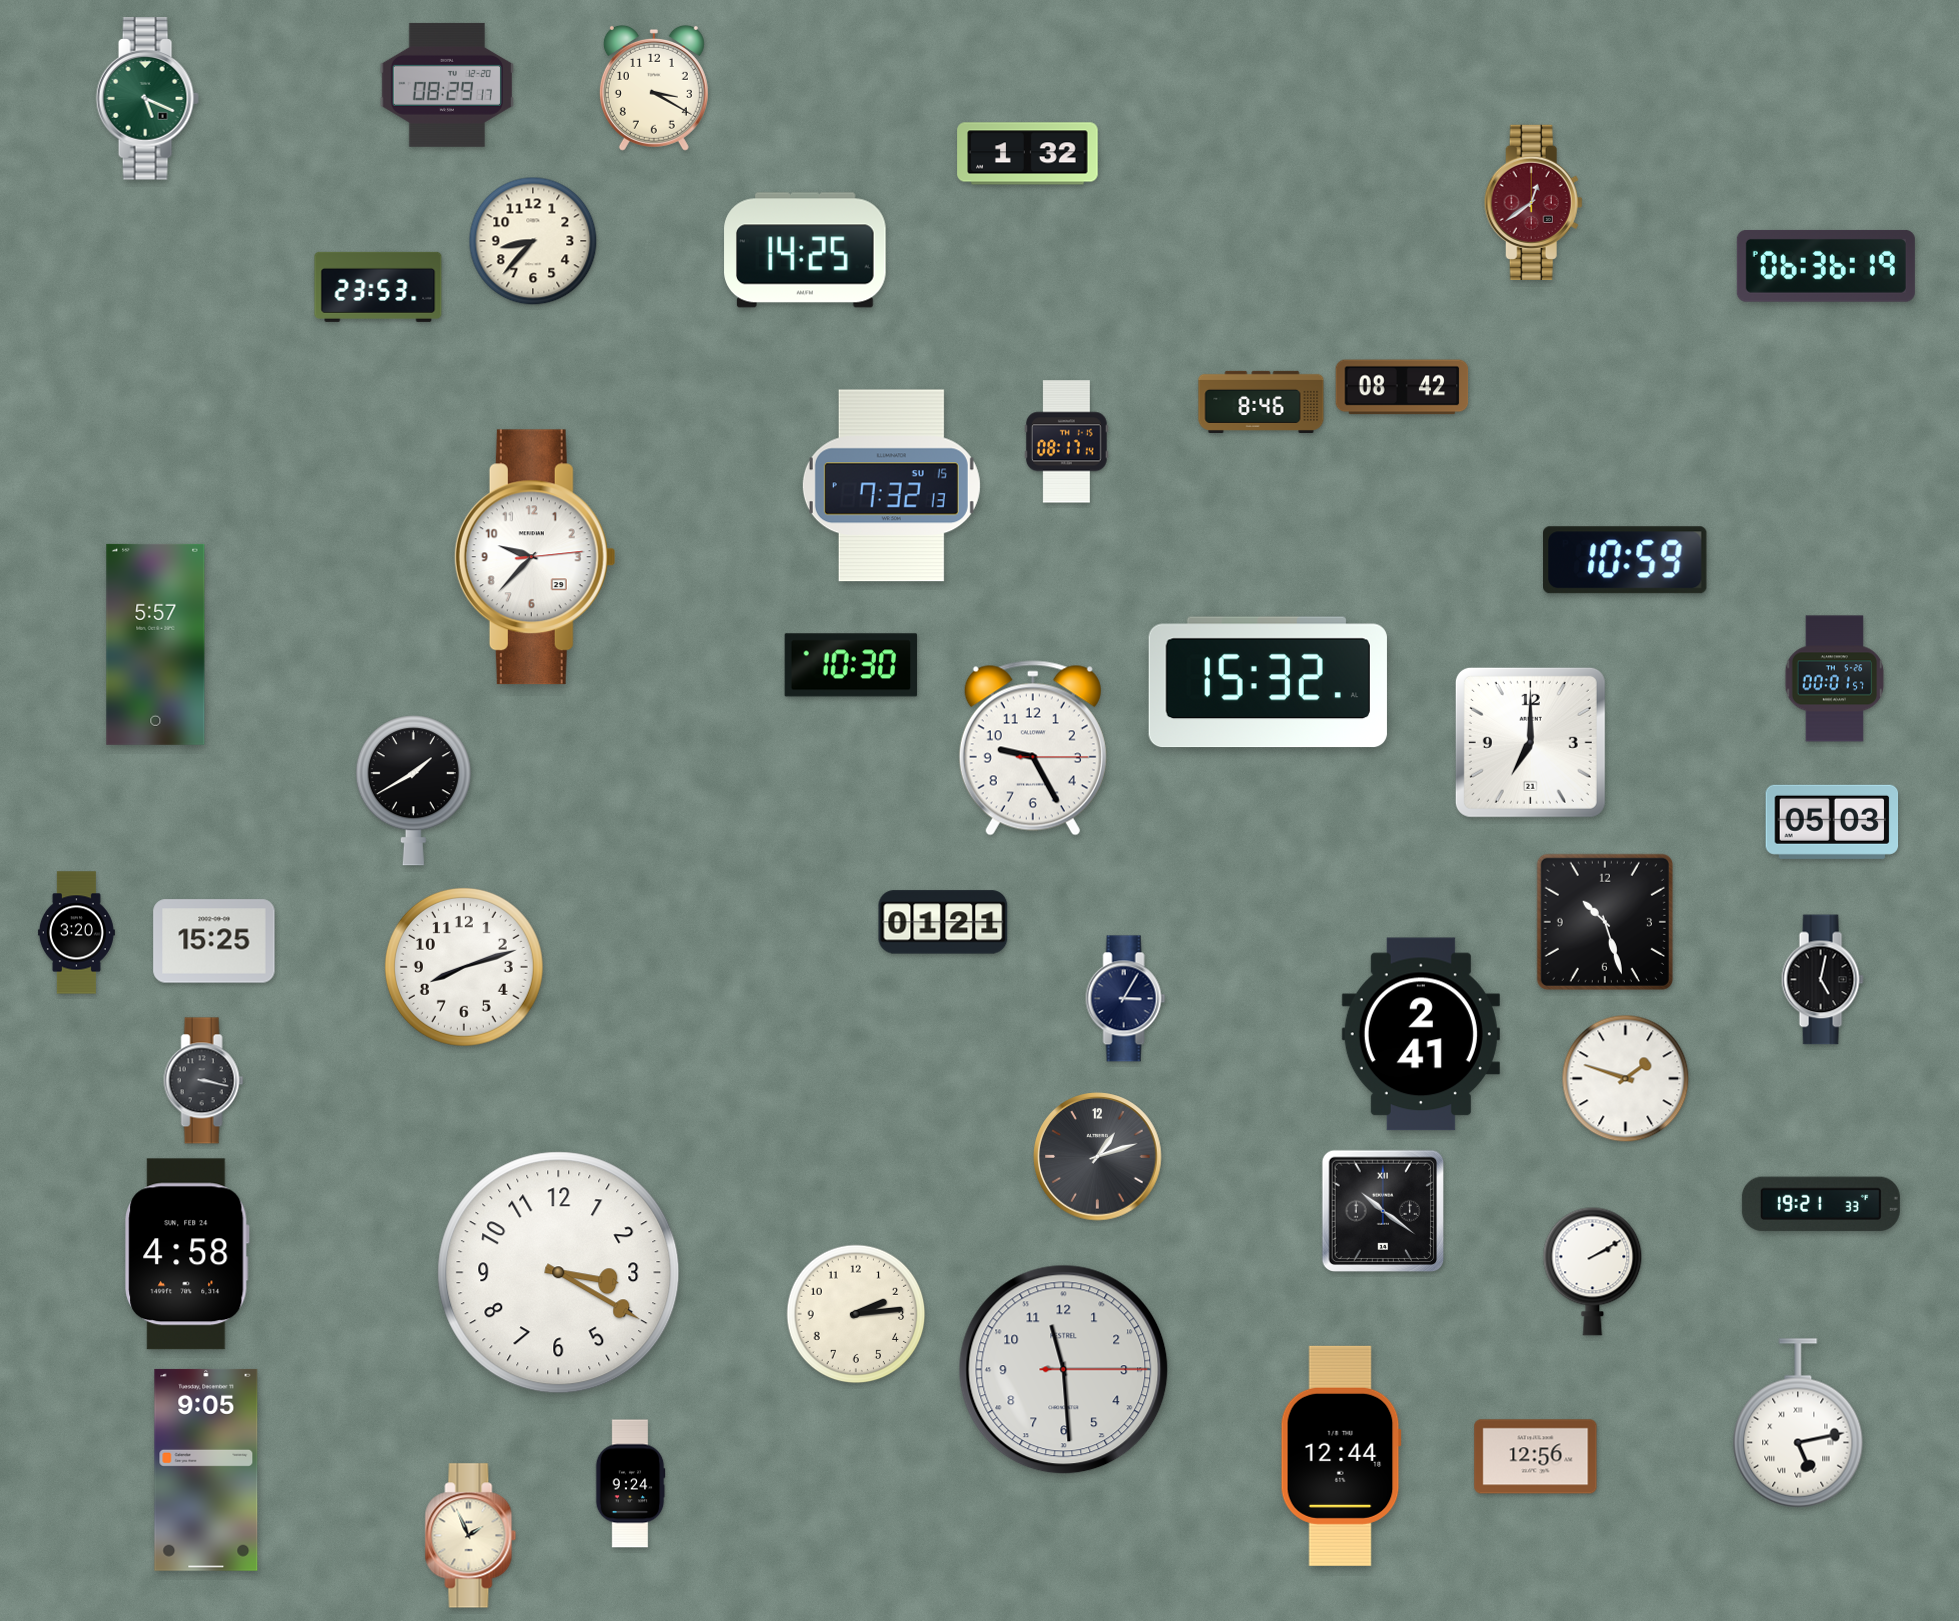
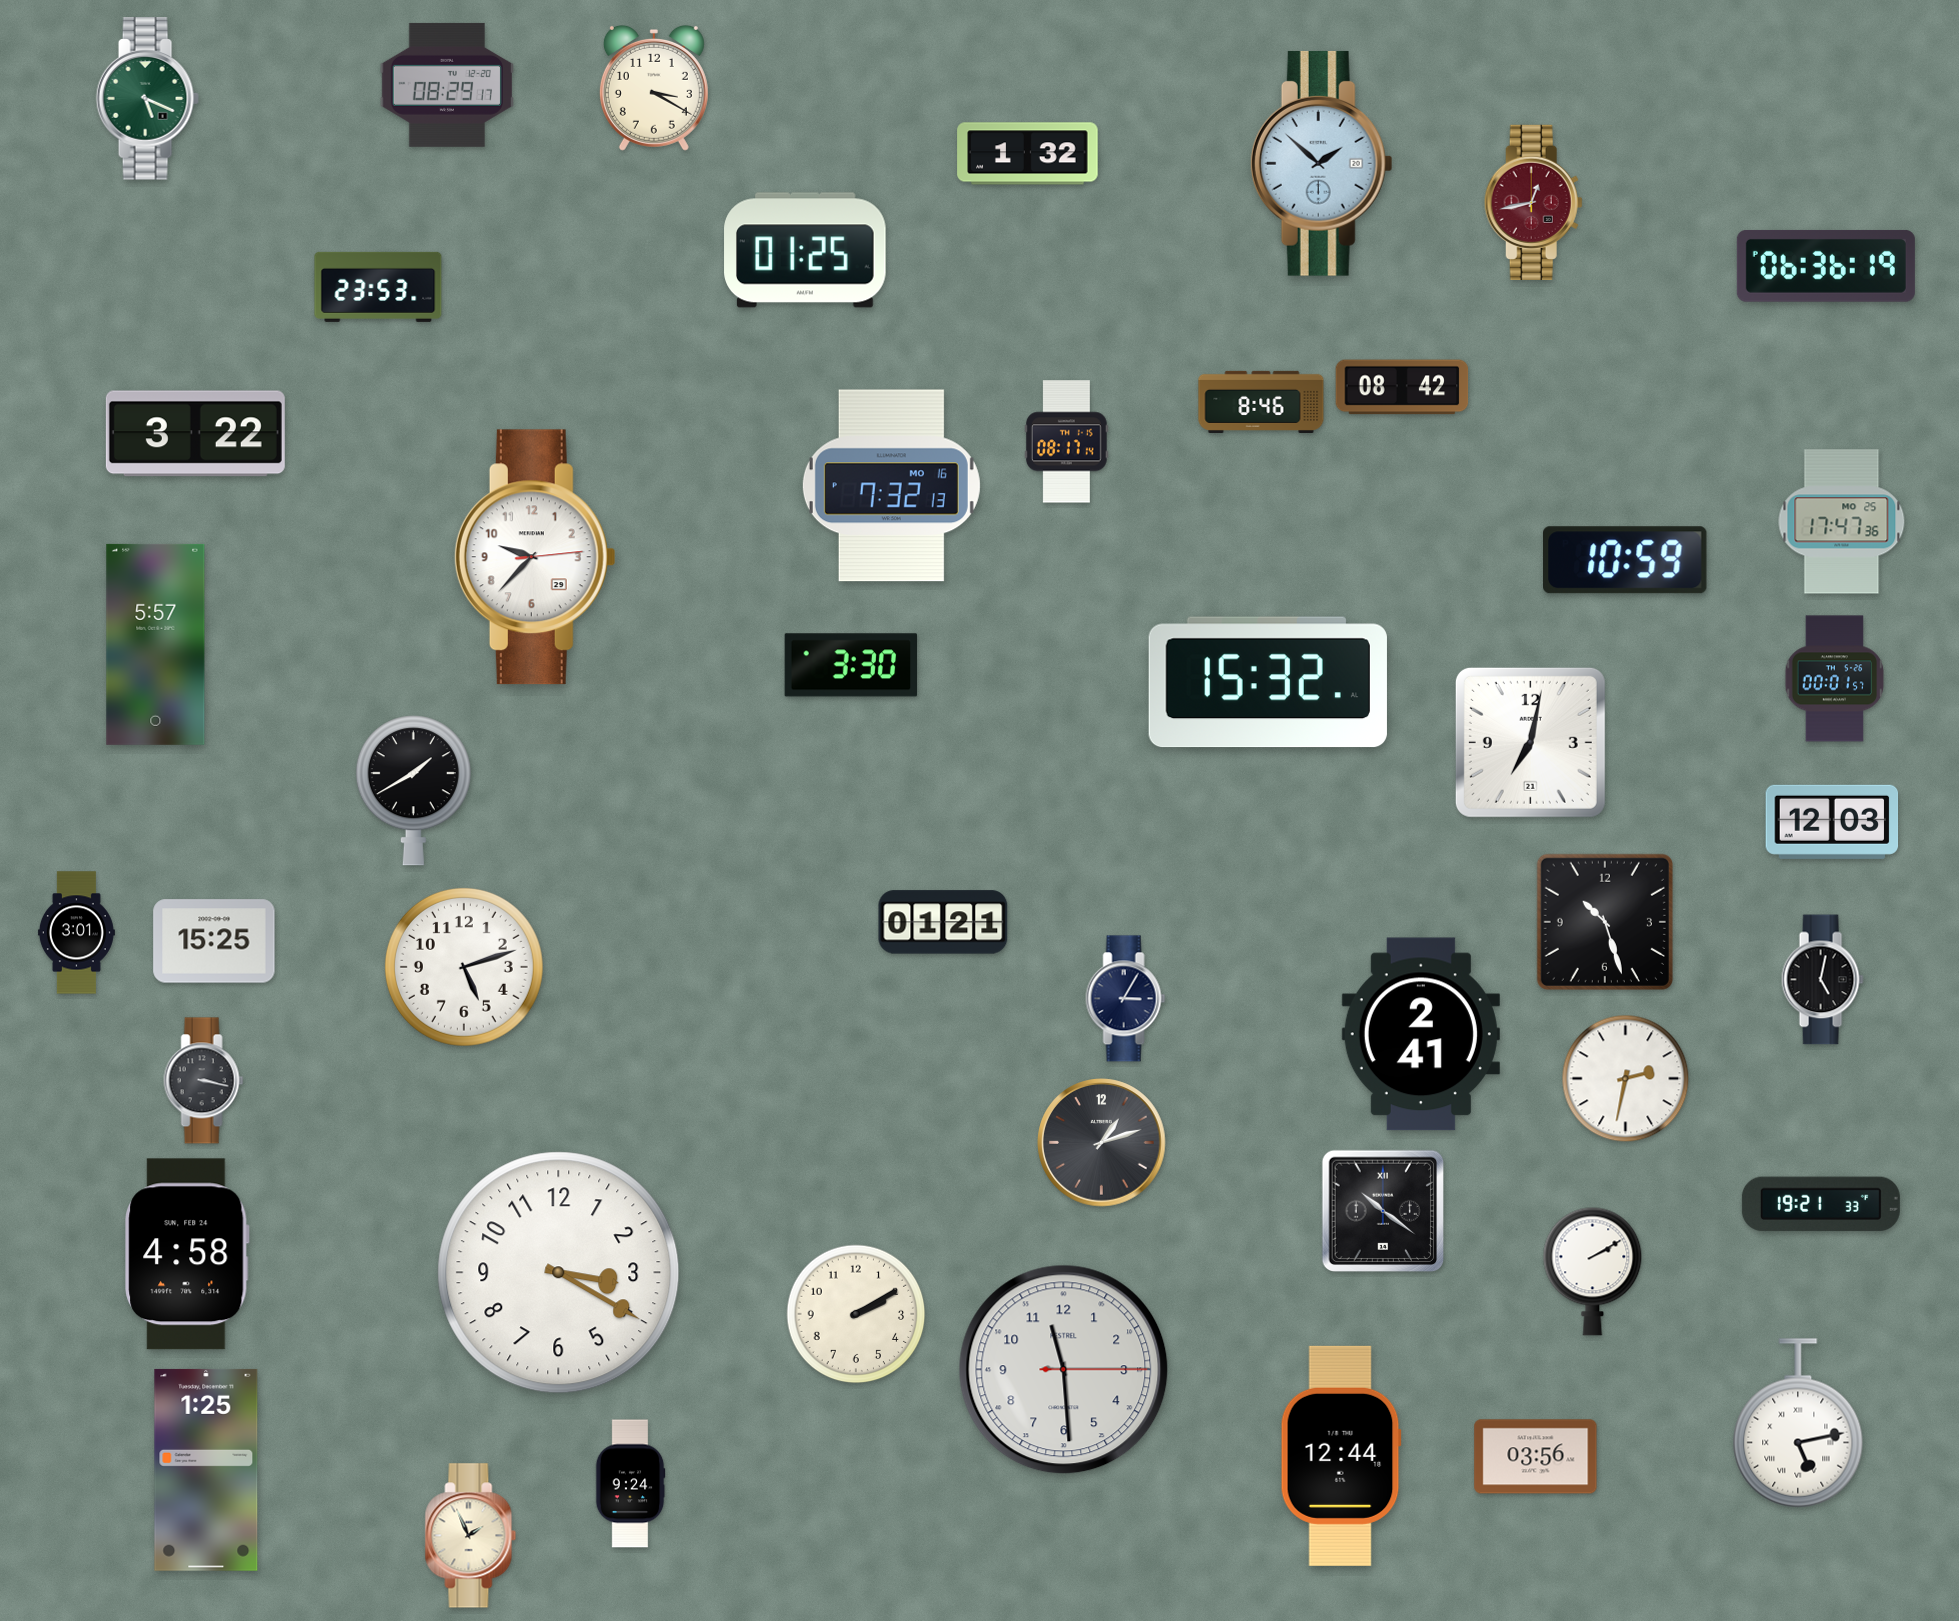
clock at (1321, 163): none -> 1:52
clock at (1533, 202): 12:39 -> 12:43
clock at (533, 241): 8:37 -> none
clock at (805, 250): 14:25 -> 01:25
clock at (195, 434): none -> 3:22
clock at (891, 486) date: SU 15 -> MO 16
clock at (1842, 522): none -> 17:47
clock at (851, 665): 10:30 -> 3:30
clock at (1530, 742): 7:00 -> 7:02
clock at (1033, 748): 9:25 -> none
clock at (1832, 822): 05:03 -> 12:03
clock at (76, 933): 3:20 -> 3:01
clock at (464, 967): 8:12 -> 5:12
clock at (1626, 1079): 1:48 -> 2:32
clock at (1098, 1157) position: (1098, 1157) -> (1102, 1143)
clock at (856, 1314): 2:14 -> 2:10
clock at (1536, 1457): 12:56 -> 03:56
clock at (206, 1470): 9:05 -> 1:25
